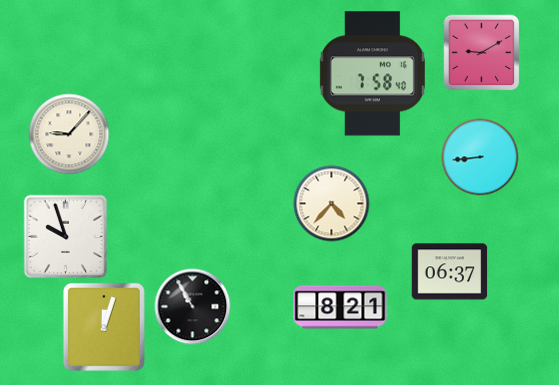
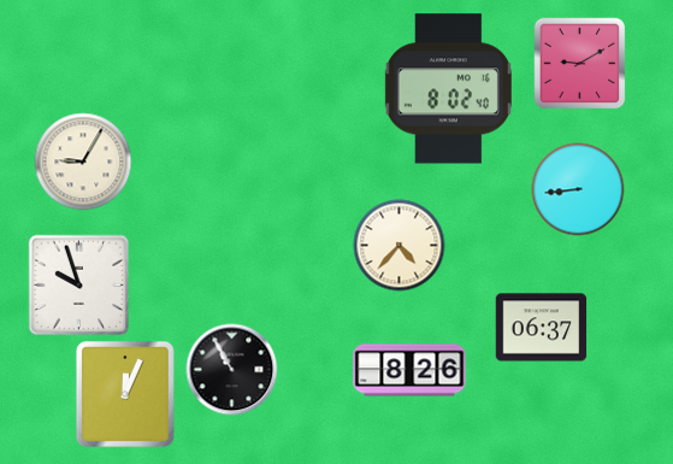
clock at (372, 74): 7:58 -> 8:02
clock at (69, 134): 9:07 -> 9:05
clock at (340, 307): 8:21 -> 8:26
clock at (104, 327): 12:03 -> 12:04
